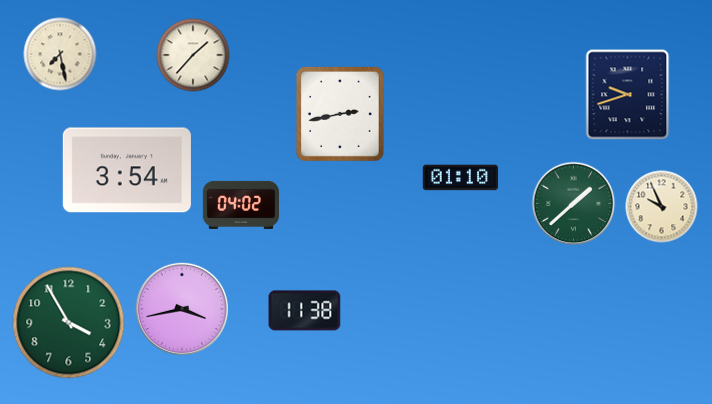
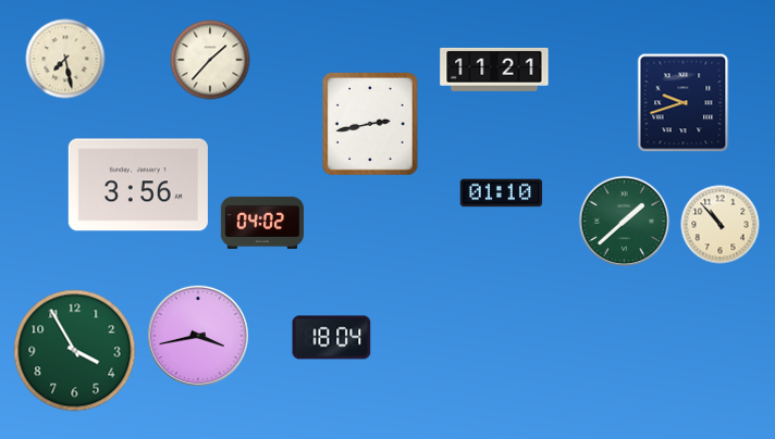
clock at (494, 70): none -> 11:21
clock at (127, 170): 3:54 -> 3:56
clock at (662, 207): 9:56 -> 10:53
clock at (305, 311): 11:38 -> 18:04
